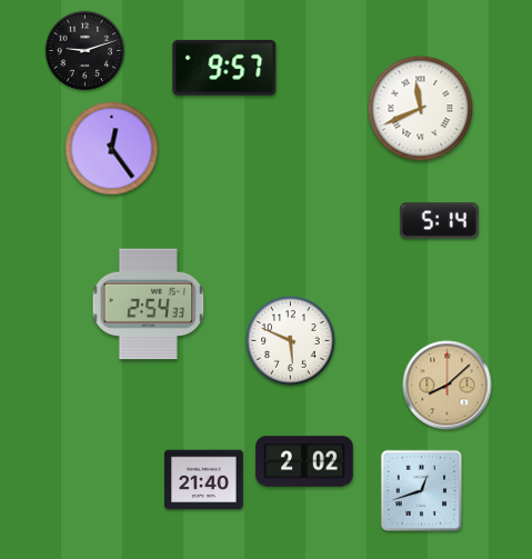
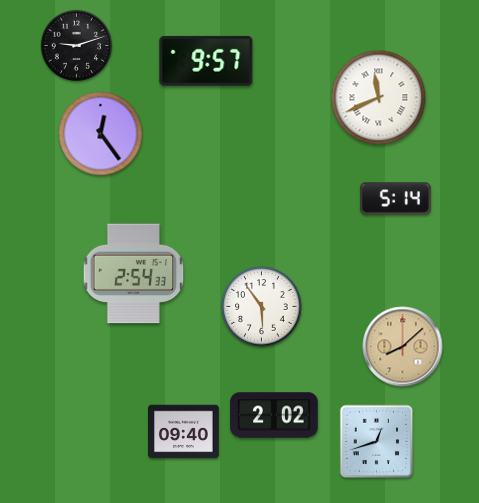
clock at (224, 68) position: (224, 68) -> (206, 61)
clock at (291, 341): 5:49 -> 5:54
clock at (204, 480): 21:40 -> 09:40
clock at (422, 491) position: (422, 491) -> (377, 442)
